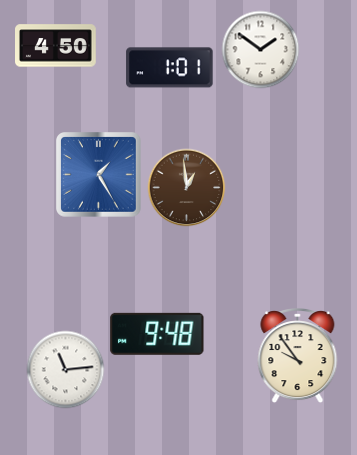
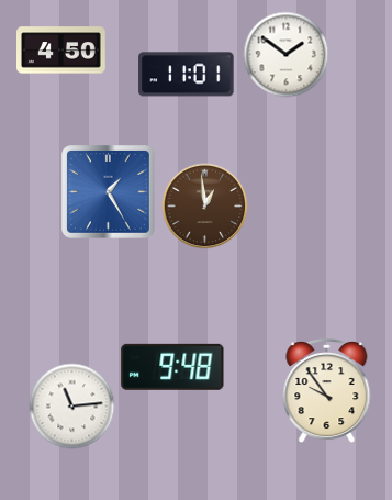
clock at (170, 68): 1:01 -> 11:01
